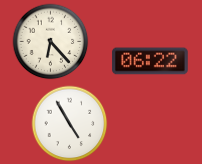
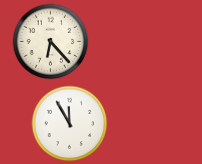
clock at (150, 61): 06:22 -> none
clock at (70, 124): 4:55 -> 11:55
